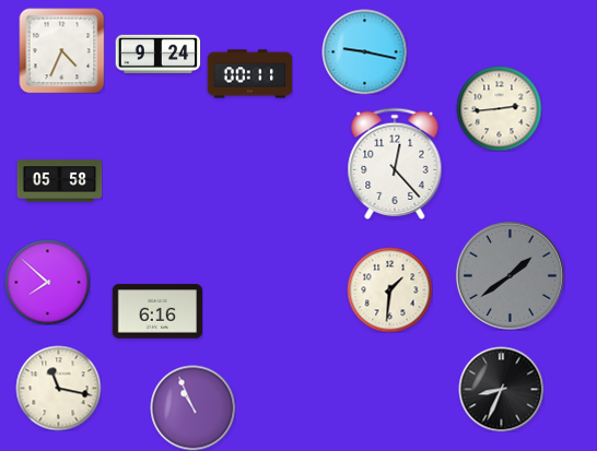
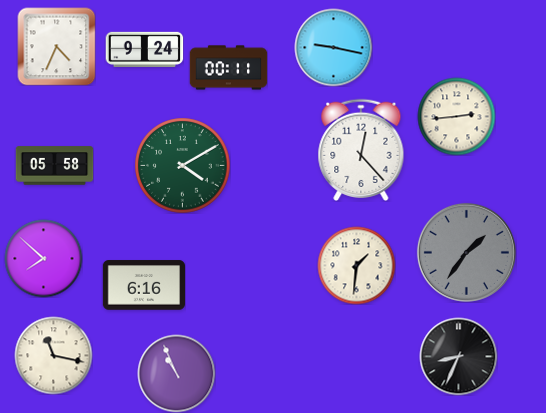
clock at (499, 108) position: (499, 108) -> (456, 116)
clock at (182, 165): none -> 4:10
clock at (510, 275): 1:39 -> 1:36
